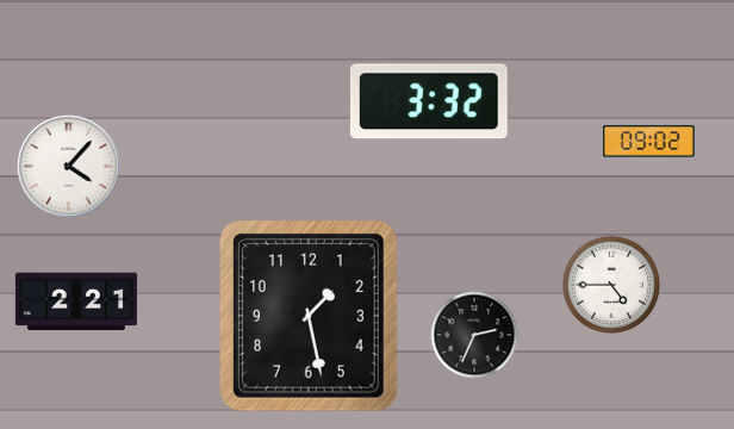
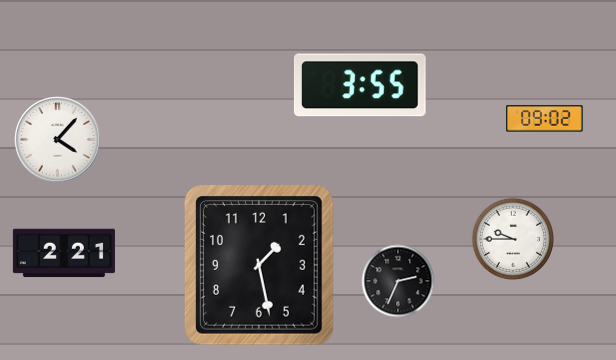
clock at (429, 101): 3:32 -> 3:55
clock at (610, 284): 4:45 -> 9:45
